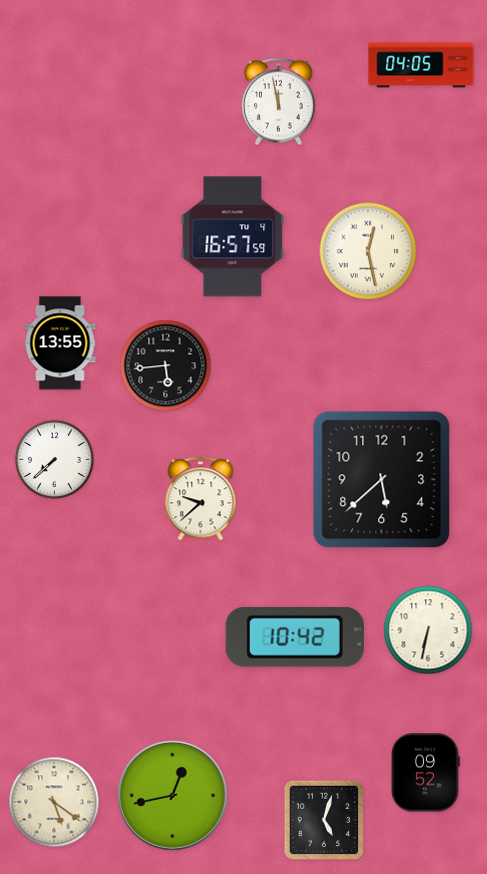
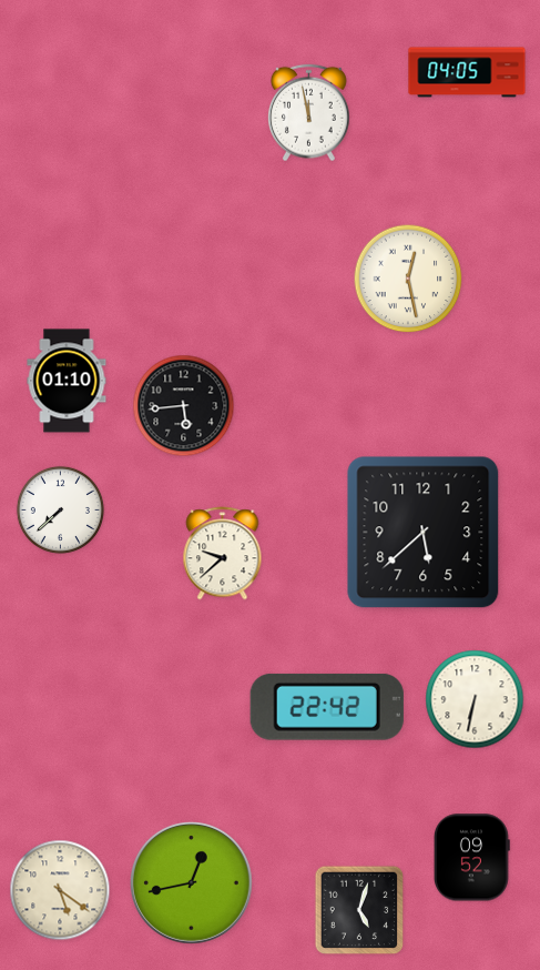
clock at (233, 237): 16:57 -> none
clock at (60, 343): 13:55 -> 01:10
clock at (295, 637): 10:42 -> 22:42
